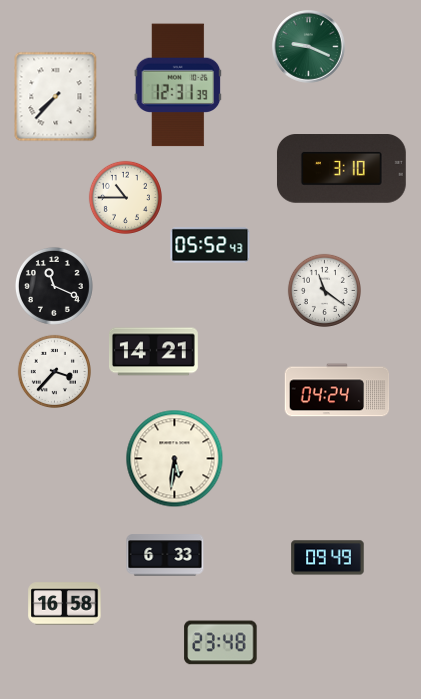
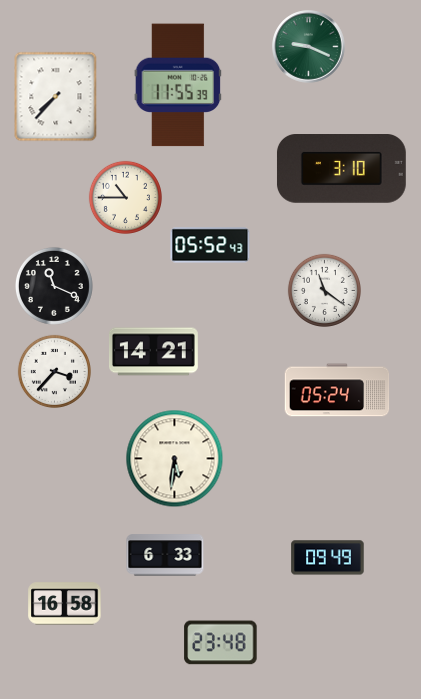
clock at (178, 85): 12:31 -> 11:55
clock at (337, 390): 04:24 -> 05:24
